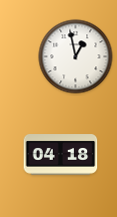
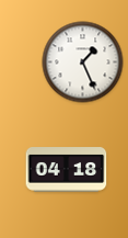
clock at (76, 57): 12:58 -> 1:26
